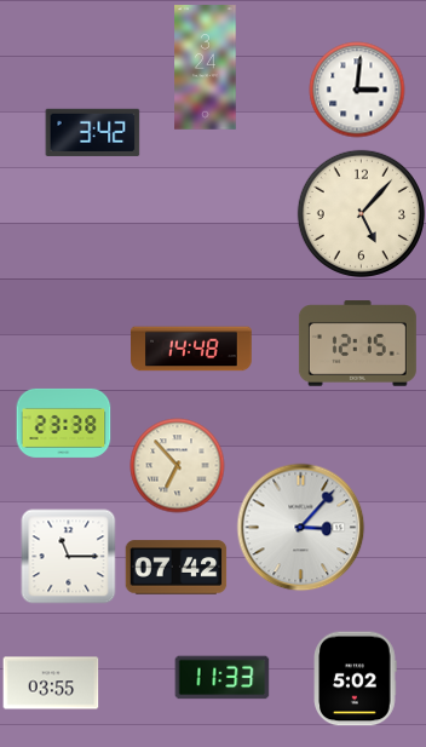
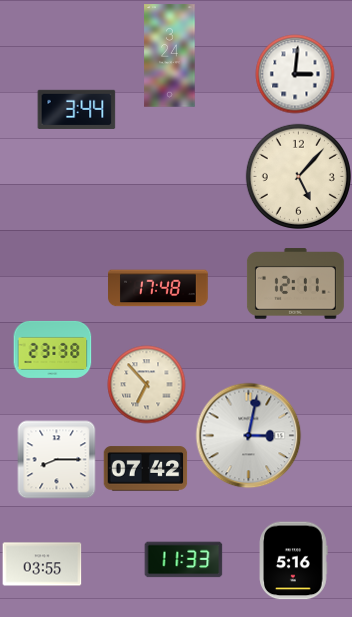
clock at (92, 132): 3:42 -> 3:44
clock at (357, 344): 12:15 -> 12:11
clock at (192, 349): 14:48 -> 17:48
clock at (300, 527): 3:07 -> 3:02
clock at (68, 556): 11:15 -> 8:15
clock at (356, 678): 5:02 -> 5:16
